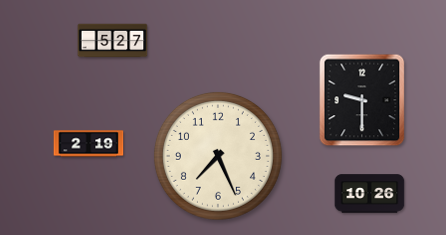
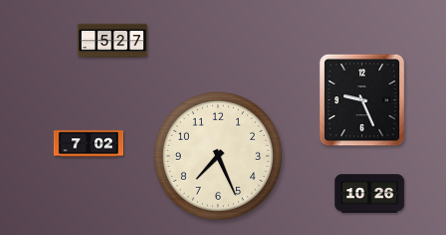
clock at (362, 100): 9:30 -> 9:26
clock at (89, 144): 2:19 -> 7:02
